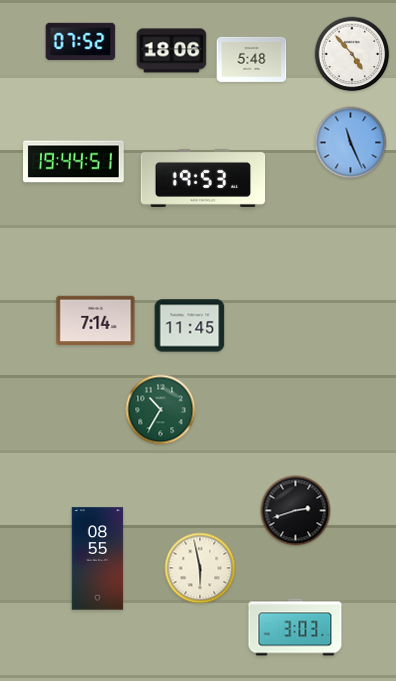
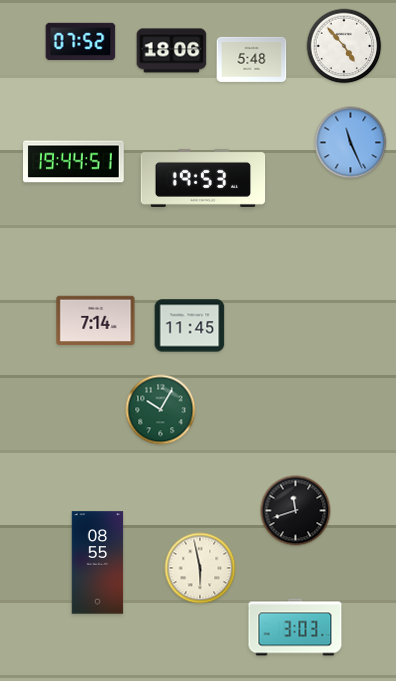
clock at (352, 54) position: (352, 54) -> (344, 46)
clock at (161, 410): 10:35 -> 10:05
clock at (296, 511): 2:42 -> 11:42
clock at (98, 559) position: (98, 559) -> (98, 563)
